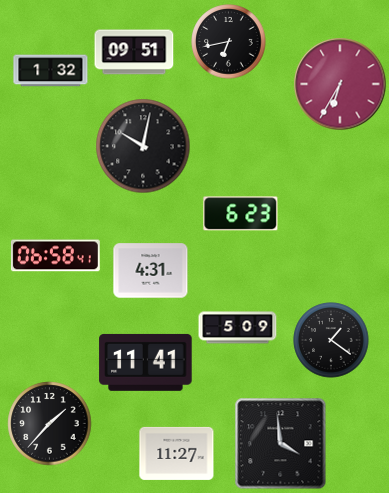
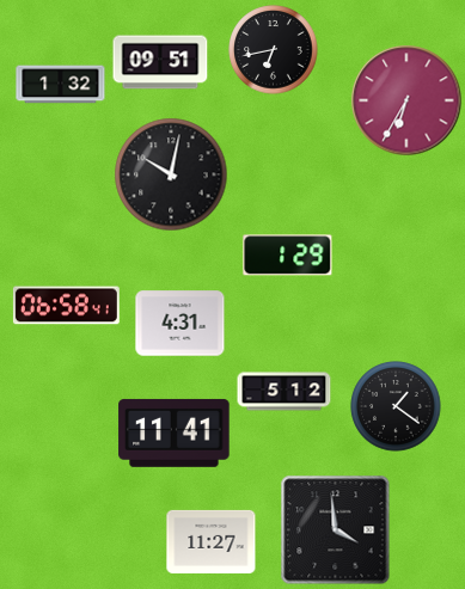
clock at (241, 214): 6:23 -> 1:29
clock at (238, 328): 5:09 -> 5:12
clock at (50, 424): 1:37 -> none
